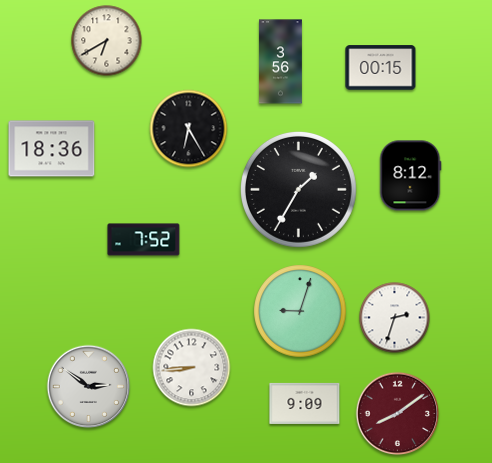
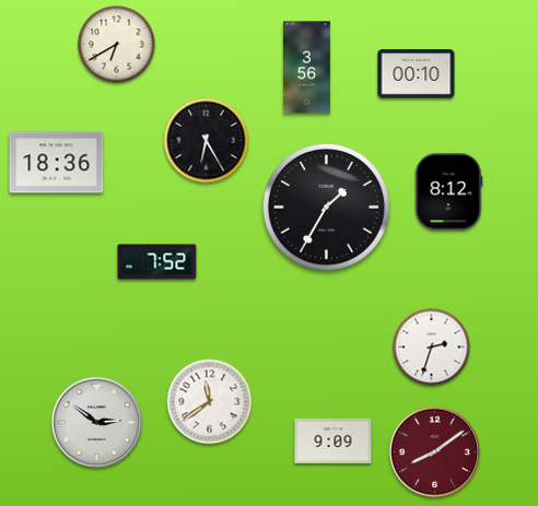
clock at (381, 68): 00:15 -> 00:10
clock at (300, 311): 9:03 -> none
clock at (192, 368): 8:44 -> 11:39
